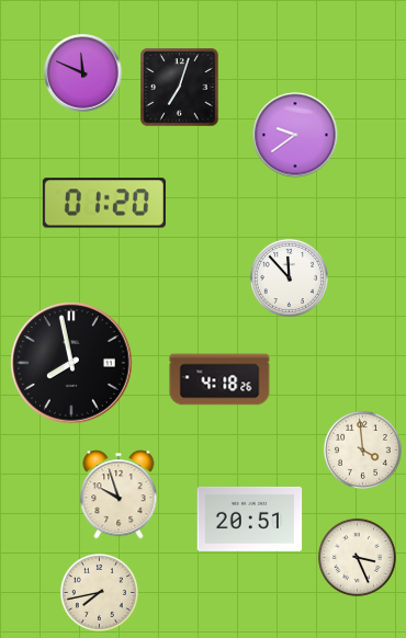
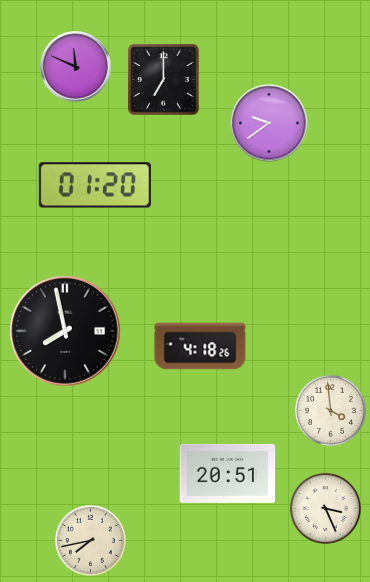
clock at (180, 88): 7:03 -> 7:00
clock at (289, 277): 11:53 -> none
clock at (119, 494): 9:57 -> none
